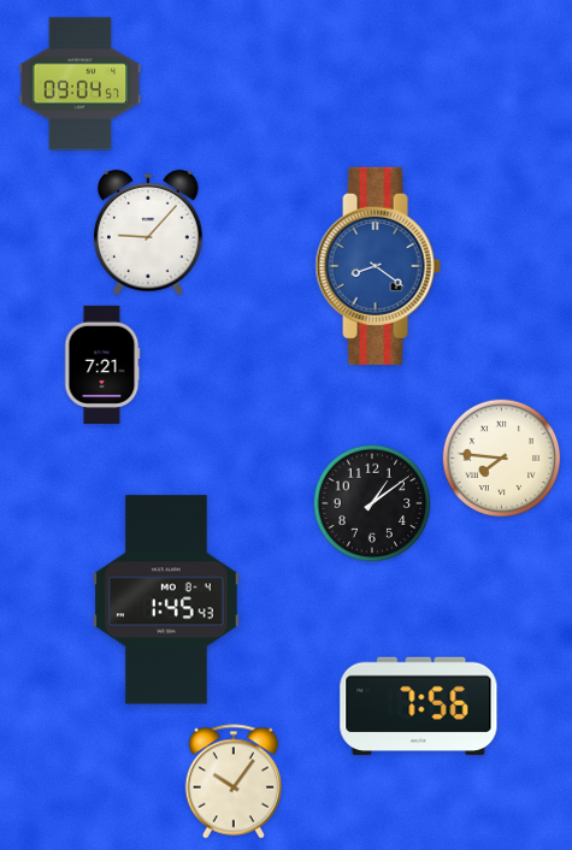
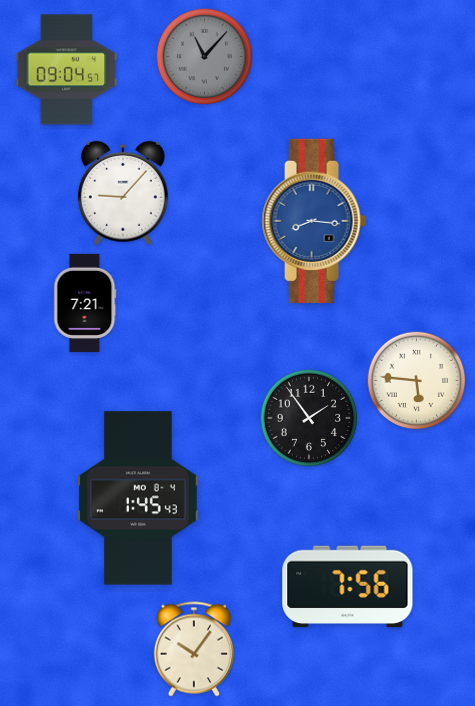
clock at (205, 57): none -> 11:07
clock at (378, 266): 8:21 -> 8:16
clock at (502, 459): 7:46 -> 5:46
clock at (372, 503): 1:09 -> 1:54
